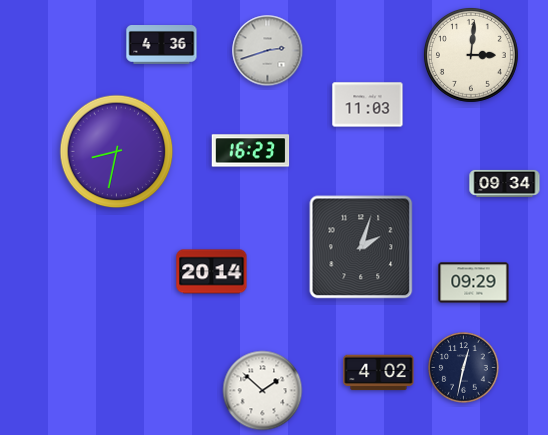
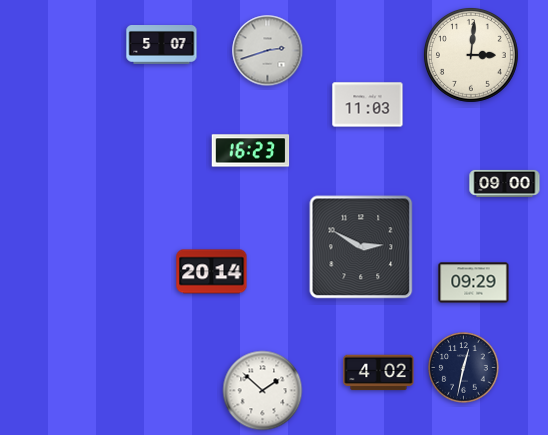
clock at (162, 45): 4:36 -> 5:07
clock at (117, 152): 8:32 -> none
clock at (505, 183): 09:34 -> 09:00
clock at (361, 247): 2:03 -> 2:50
